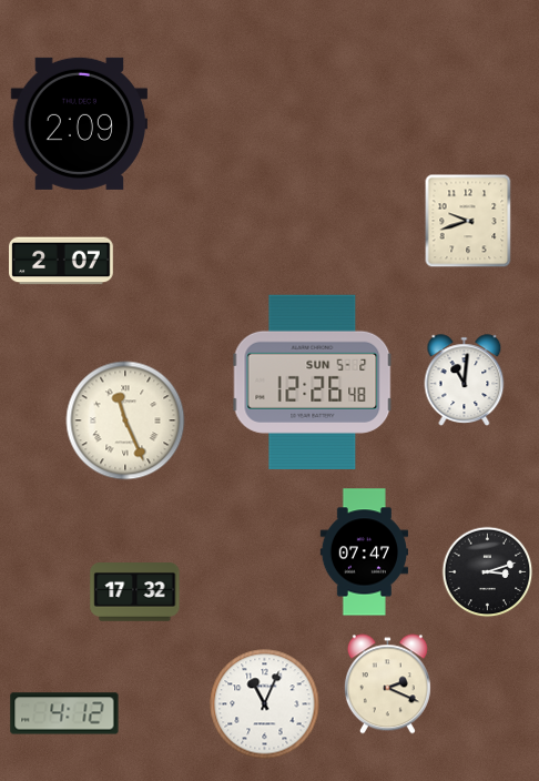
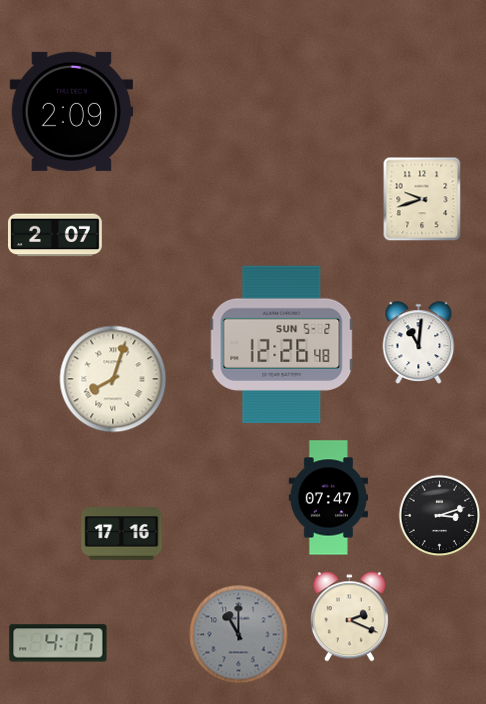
clock at (125, 420): 11:26 -> 8:03
clock at (135, 592): 17:32 -> 17:16
clock at (265, 704): 11:04 -> 11:00
clock at (265, 704) dial: white -> grey
clock at (64, 713): 4:12 -> 4:17
